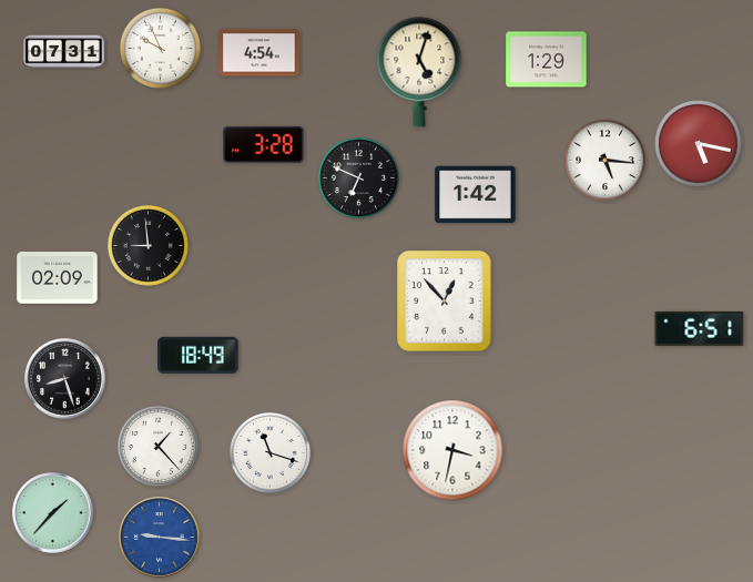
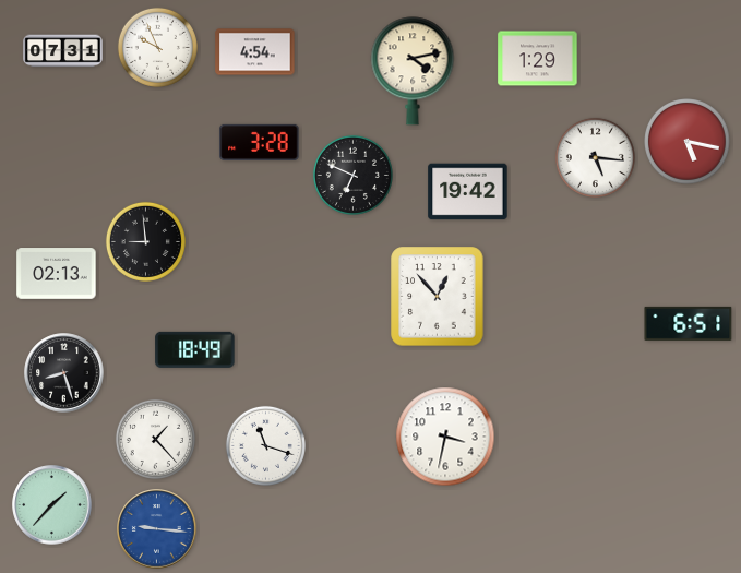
clock at (419, 72): 5:03 -> 4:13
clock at (476, 195): 1:42 -> 19:42
clock at (58, 278): 02:09 -> 02:13
clock at (452, 450) position: (452, 450) -> (445, 437)
